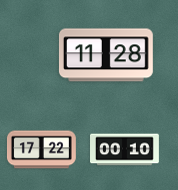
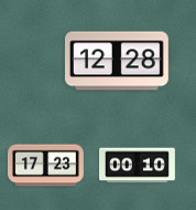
clock at (106, 55): 11:28 -> 12:28
clock at (41, 150): 17:22 -> 17:23
